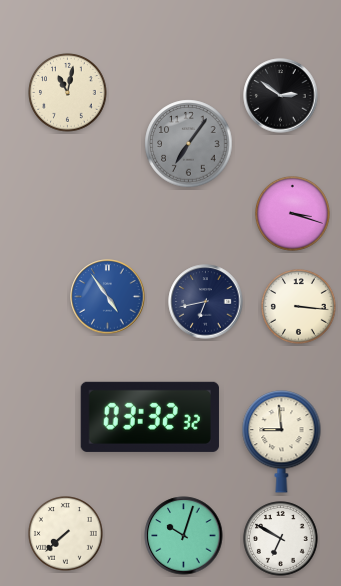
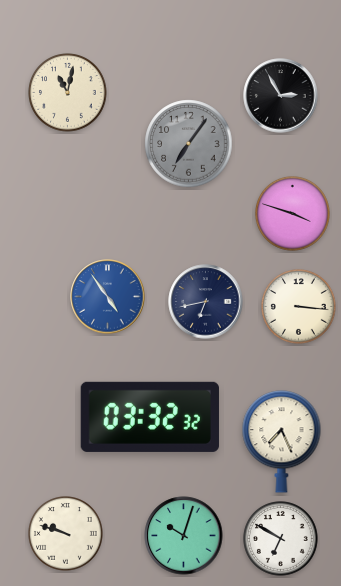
clock at (281, 96): 2:51 -> 2:55
clock at (293, 214): 3:18 -> 3:48
clock at (282, 442): 8:59 -> 7:26
clock at (66, 534): 7:38 -> 9:48
